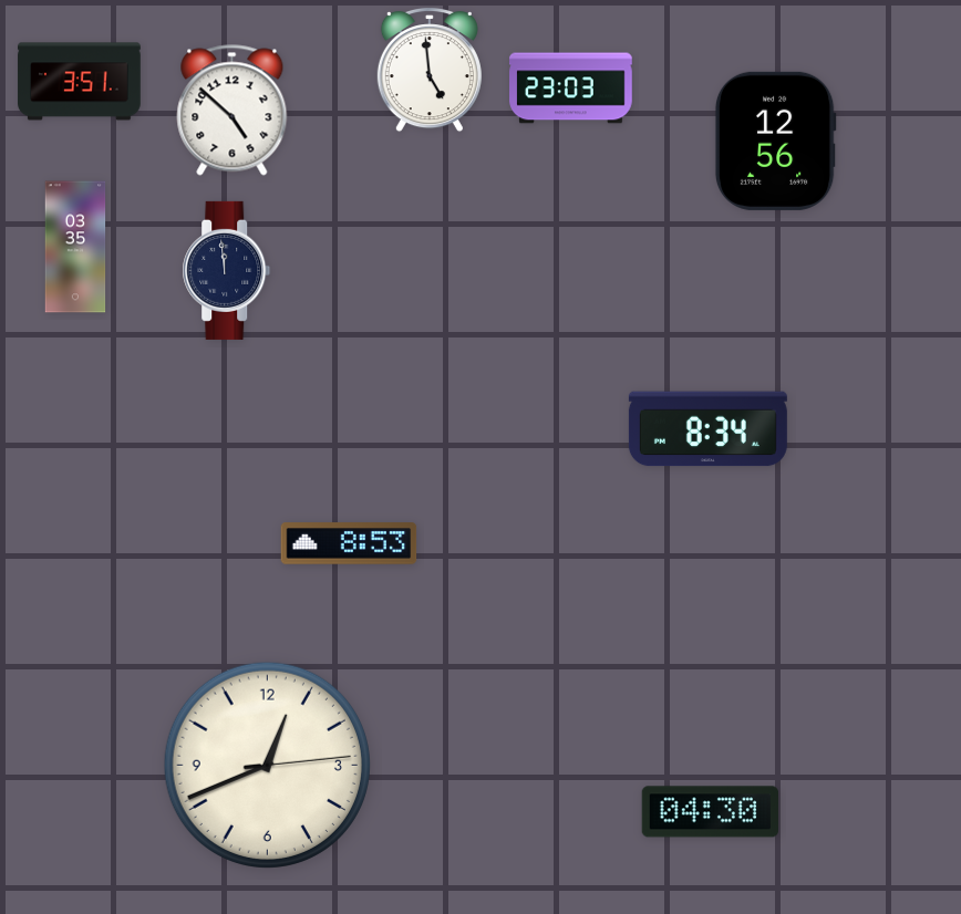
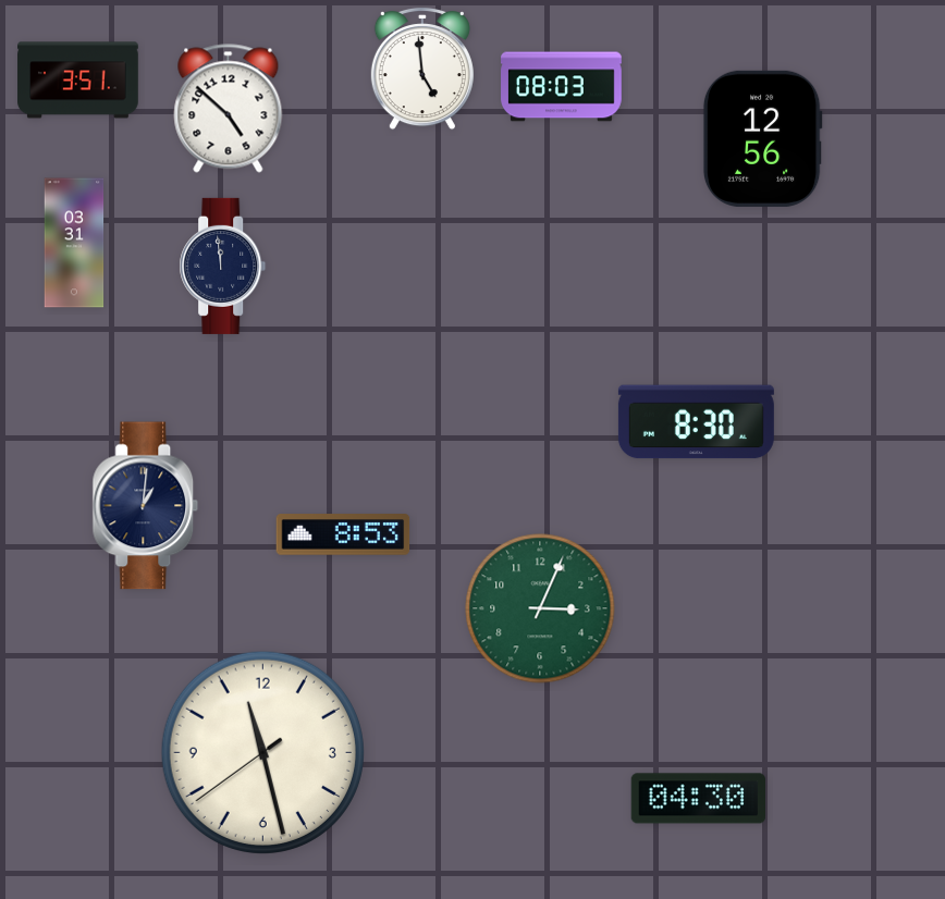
clock at (571, 89): 23:03 -> 08:03
clock at (75, 247): 03:35 -> 03:31
clock at (707, 429): 8:34 -> 8:30
clock at (146, 506): none -> 1:01
clock at (540, 608): none -> 3:04
clock at (267, 765): 12:41 -> 11:27
